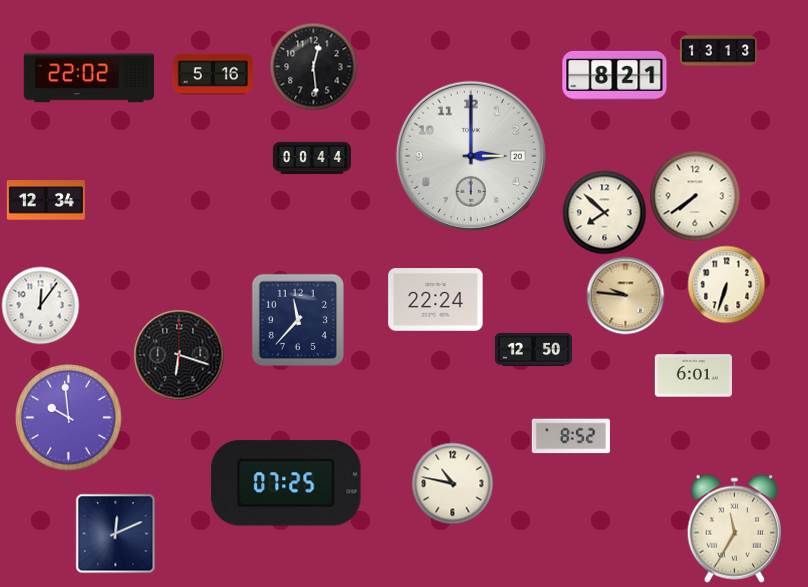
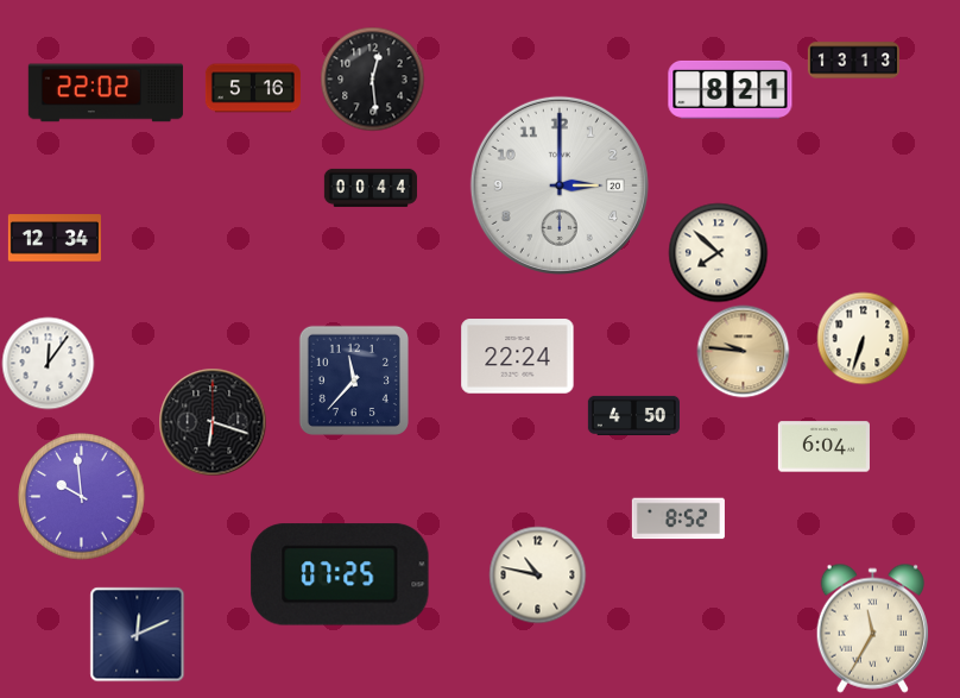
clock at (695, 196): 7:39 -> none
clock at (533, 349): 12:50 -> 4:50
clock at (693, 376): 6:01 -> 6:04
